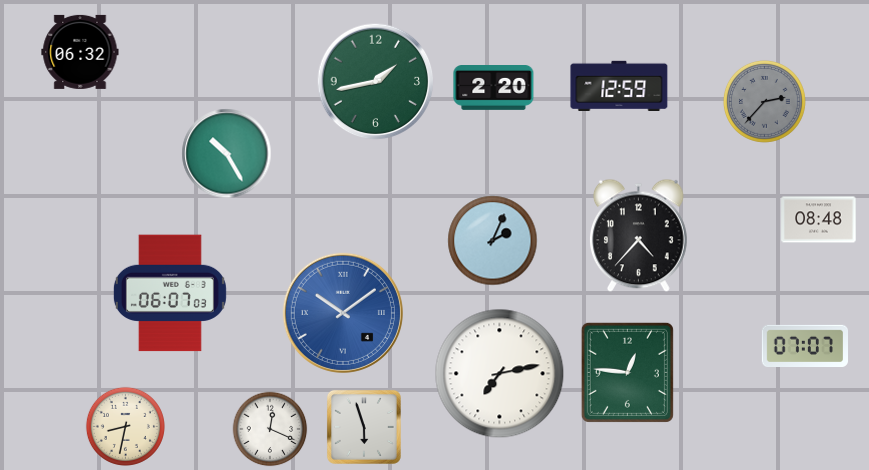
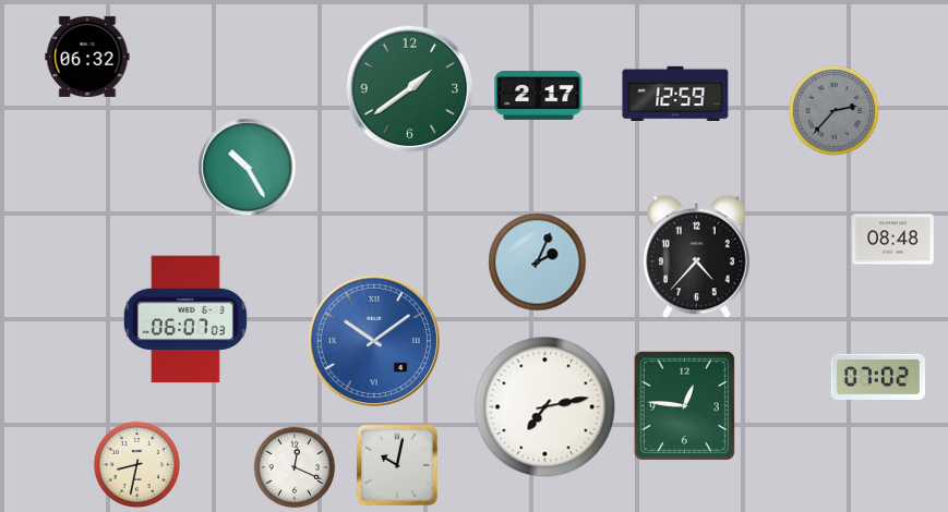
clock at (376, 82): 1:43 -> 1:39
clock at (494, 88): 2:20 -> 2:17
clock at (805, 346): 07:07 -> 07:02
clock at (364, 427): 5:57 -> 10:02
